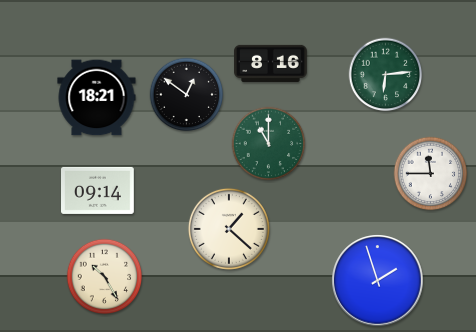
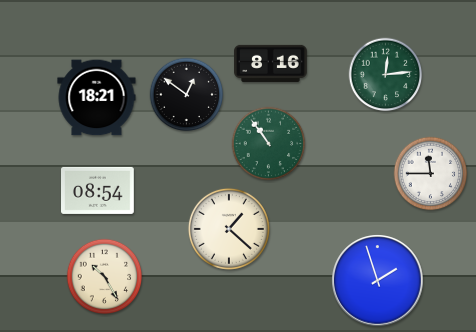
clock at (386, 75): 6:14 -> 12:14
clock at (269, 144): 11:00 -> 10:54
clock at (98, 190): 09:14 -> 08:54
